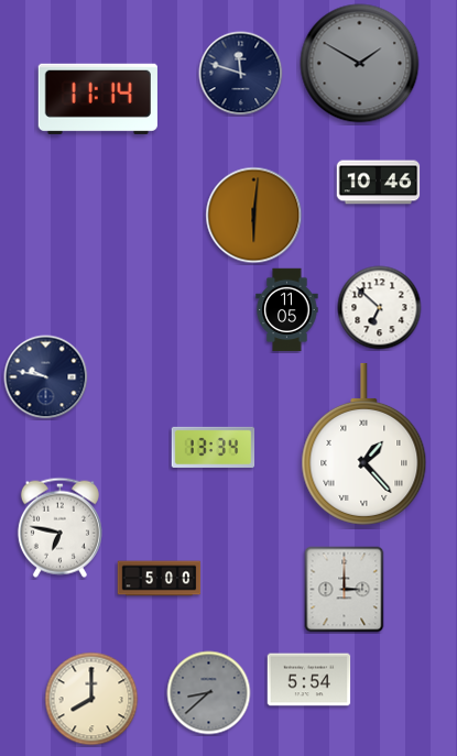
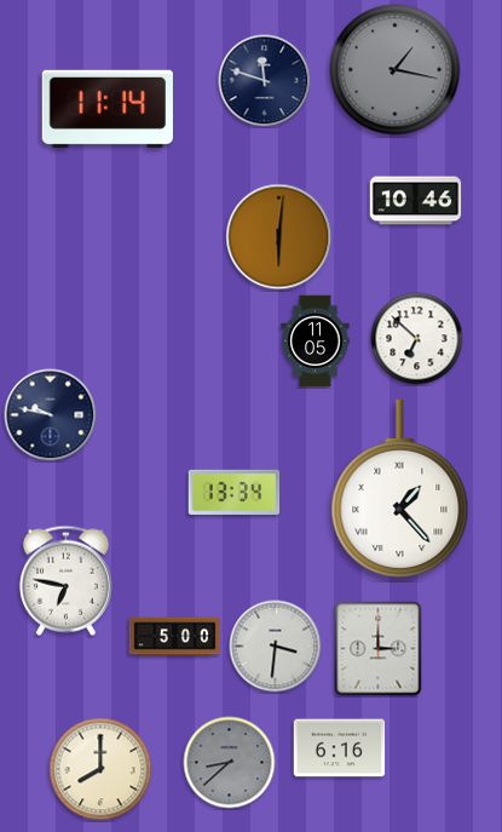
clock at (360, 64): 1:50 -> 1:17
clock at (276, 647): none -> 3:31
clock at (309, 680): 5:54 -> 6:16
